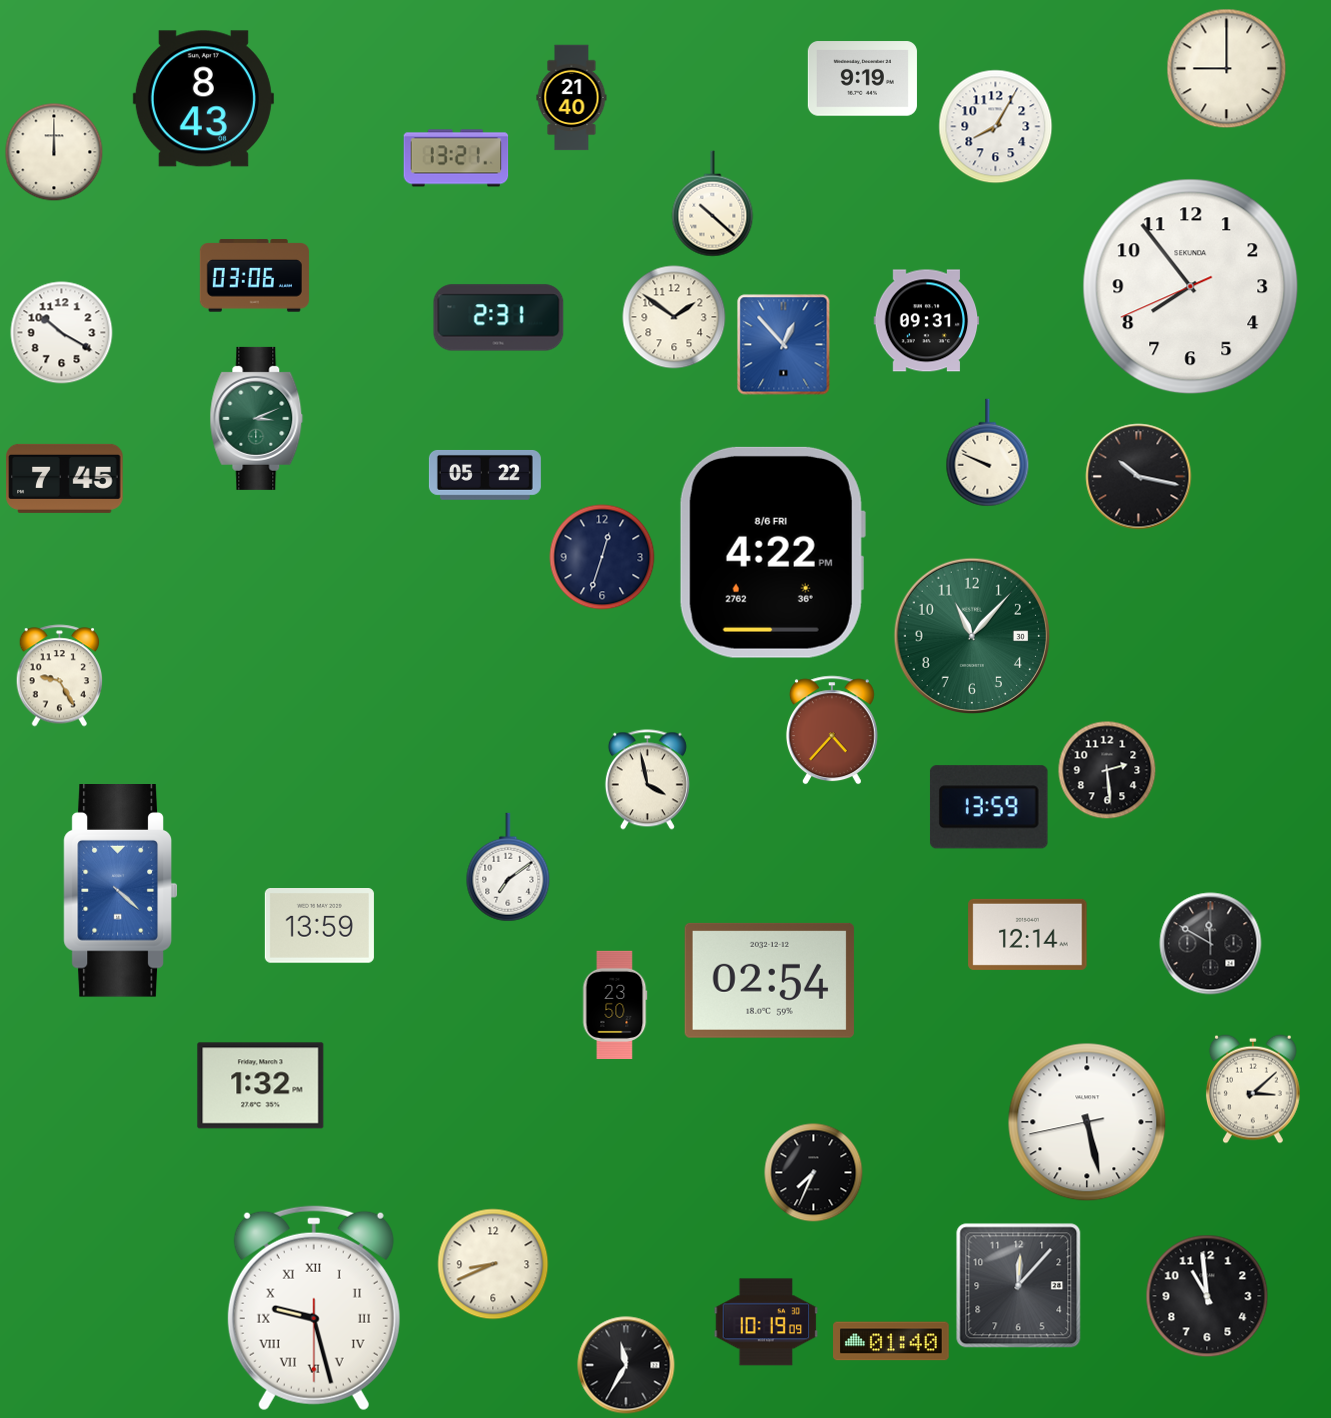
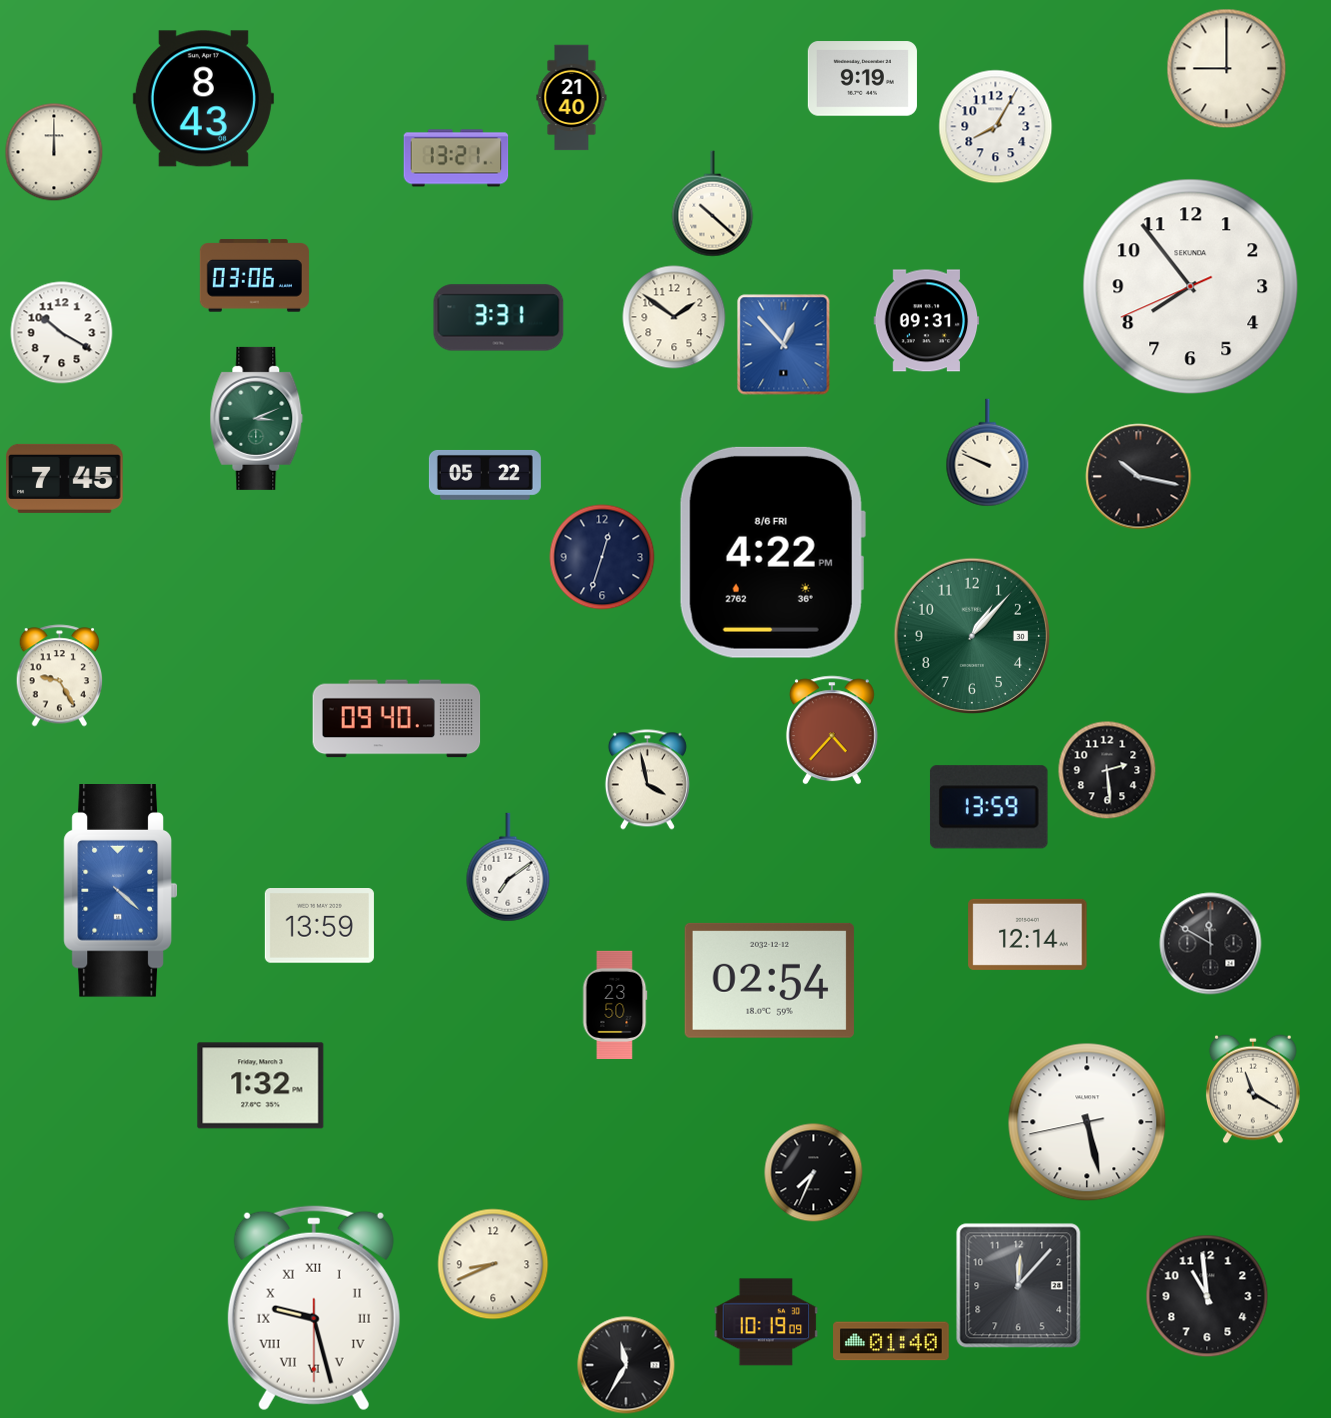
clock at (499, 318): 2:31 -> 3:31
clock at (971, 635): 11:07 -> 1:07
clock at (397, 719): none -> 09:40
clock at (1253, 1089): 3:08 -> 11:20
